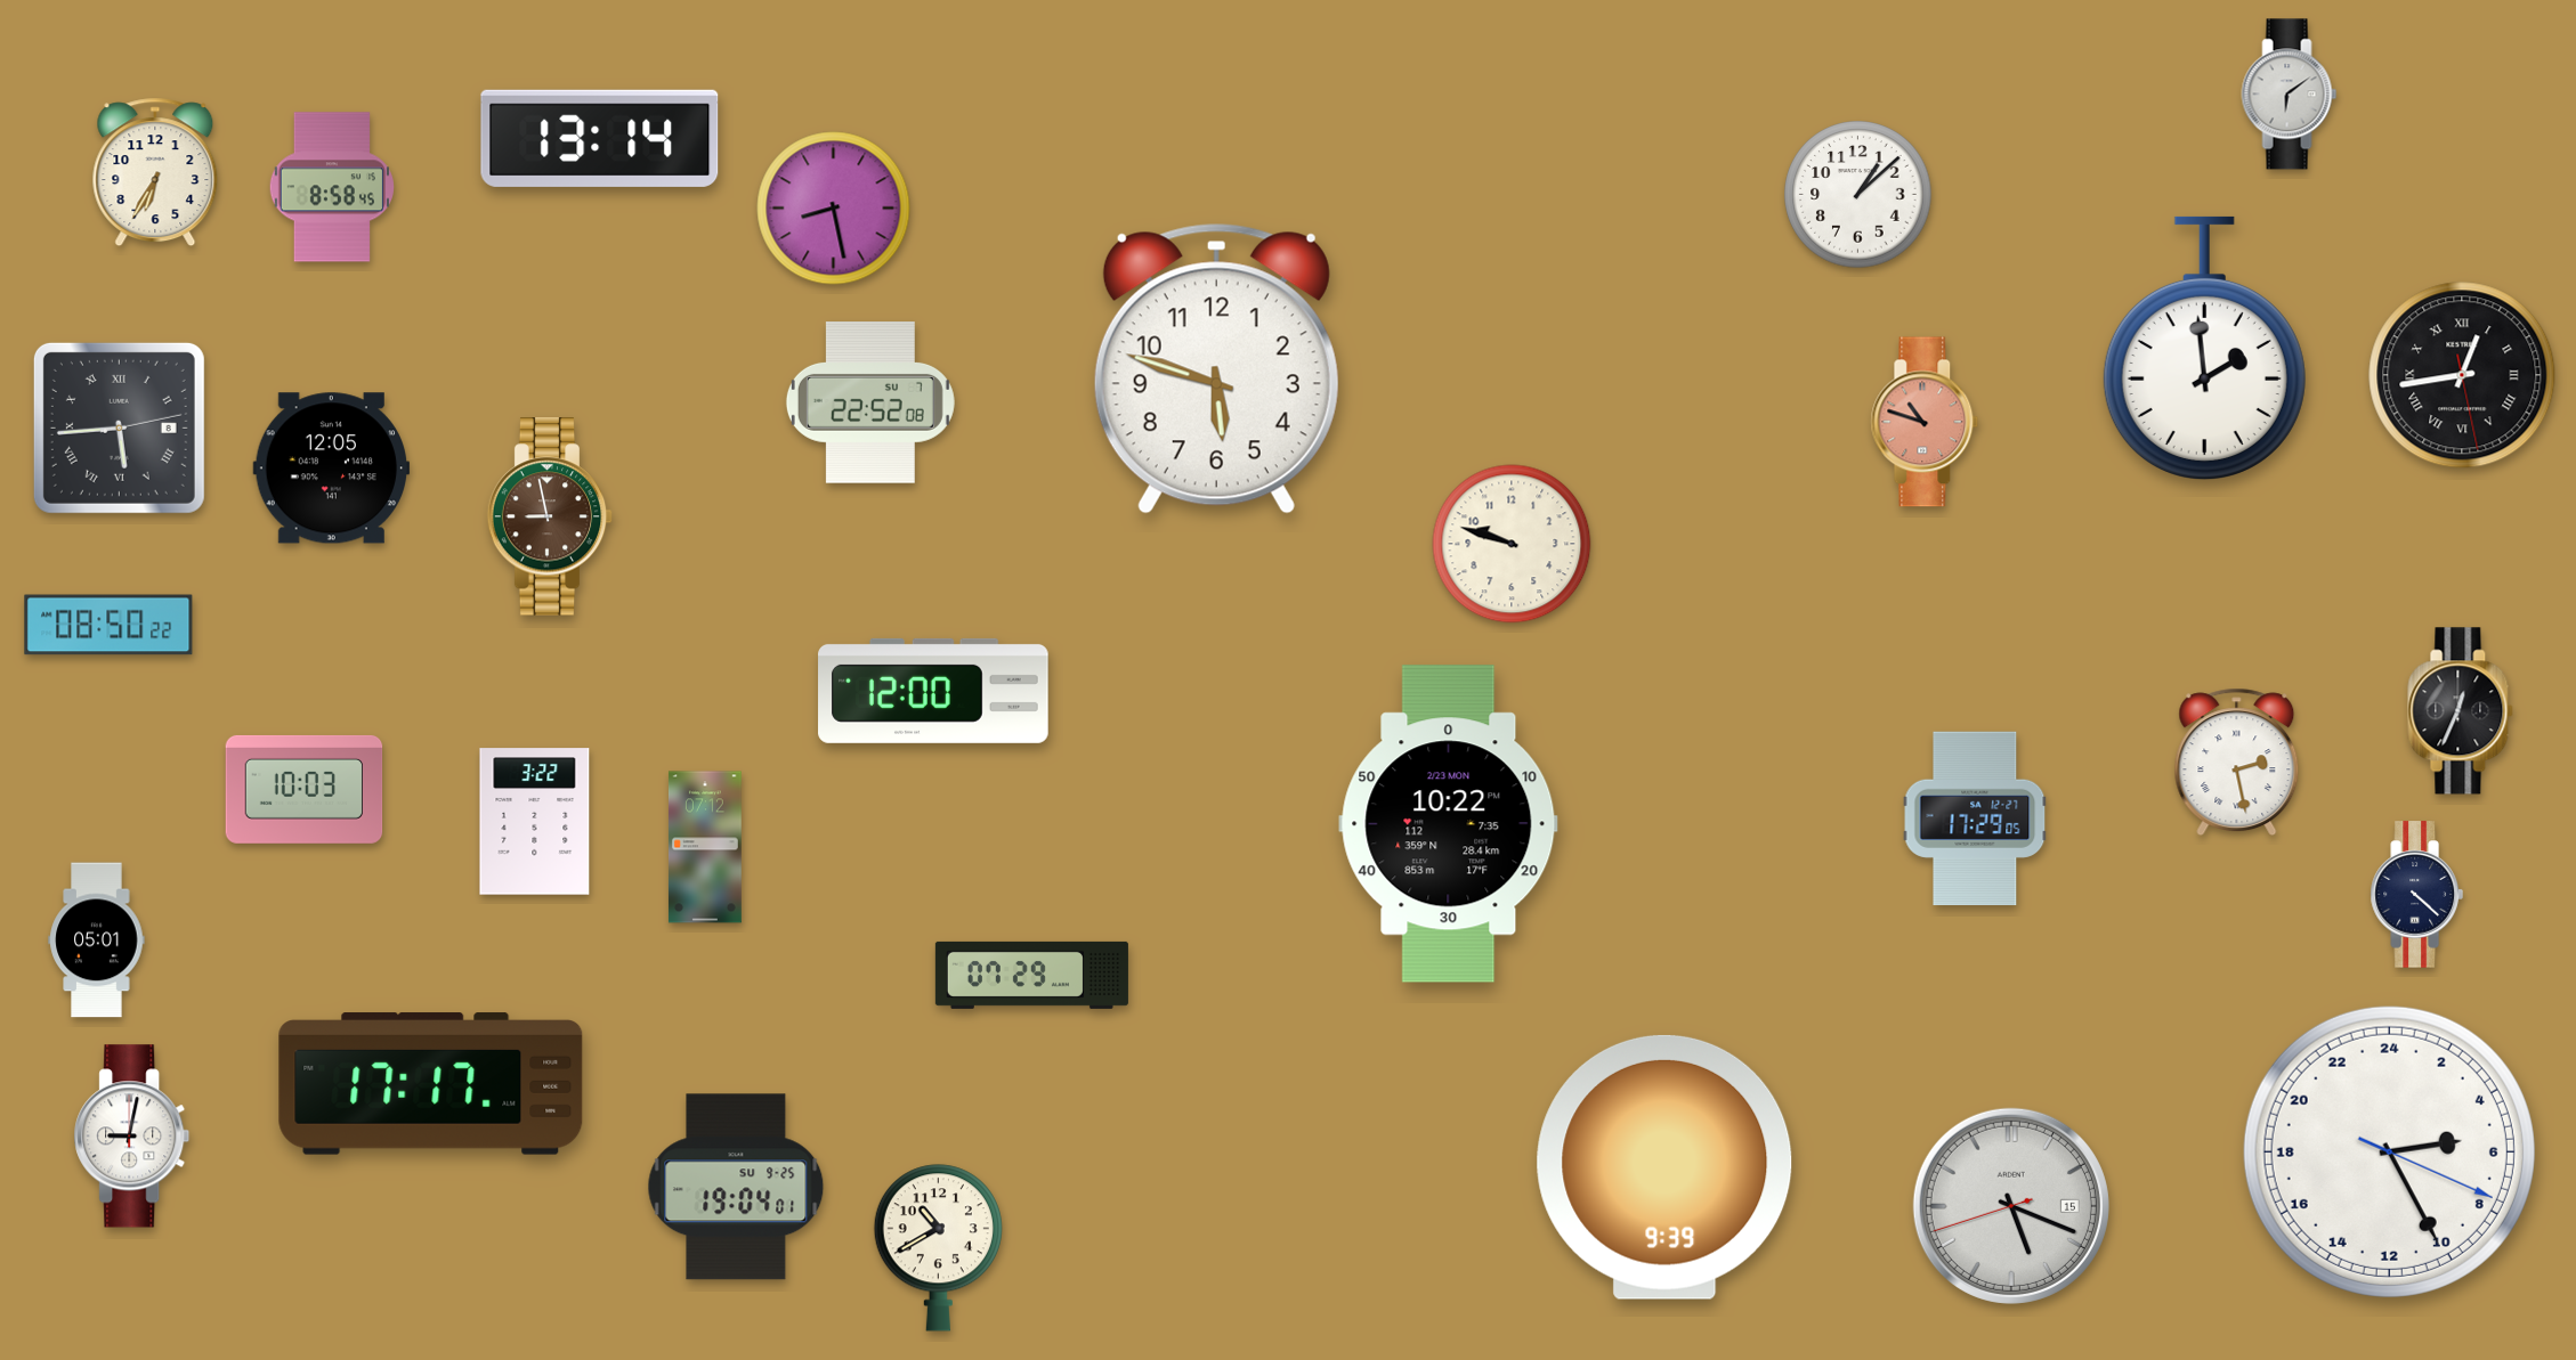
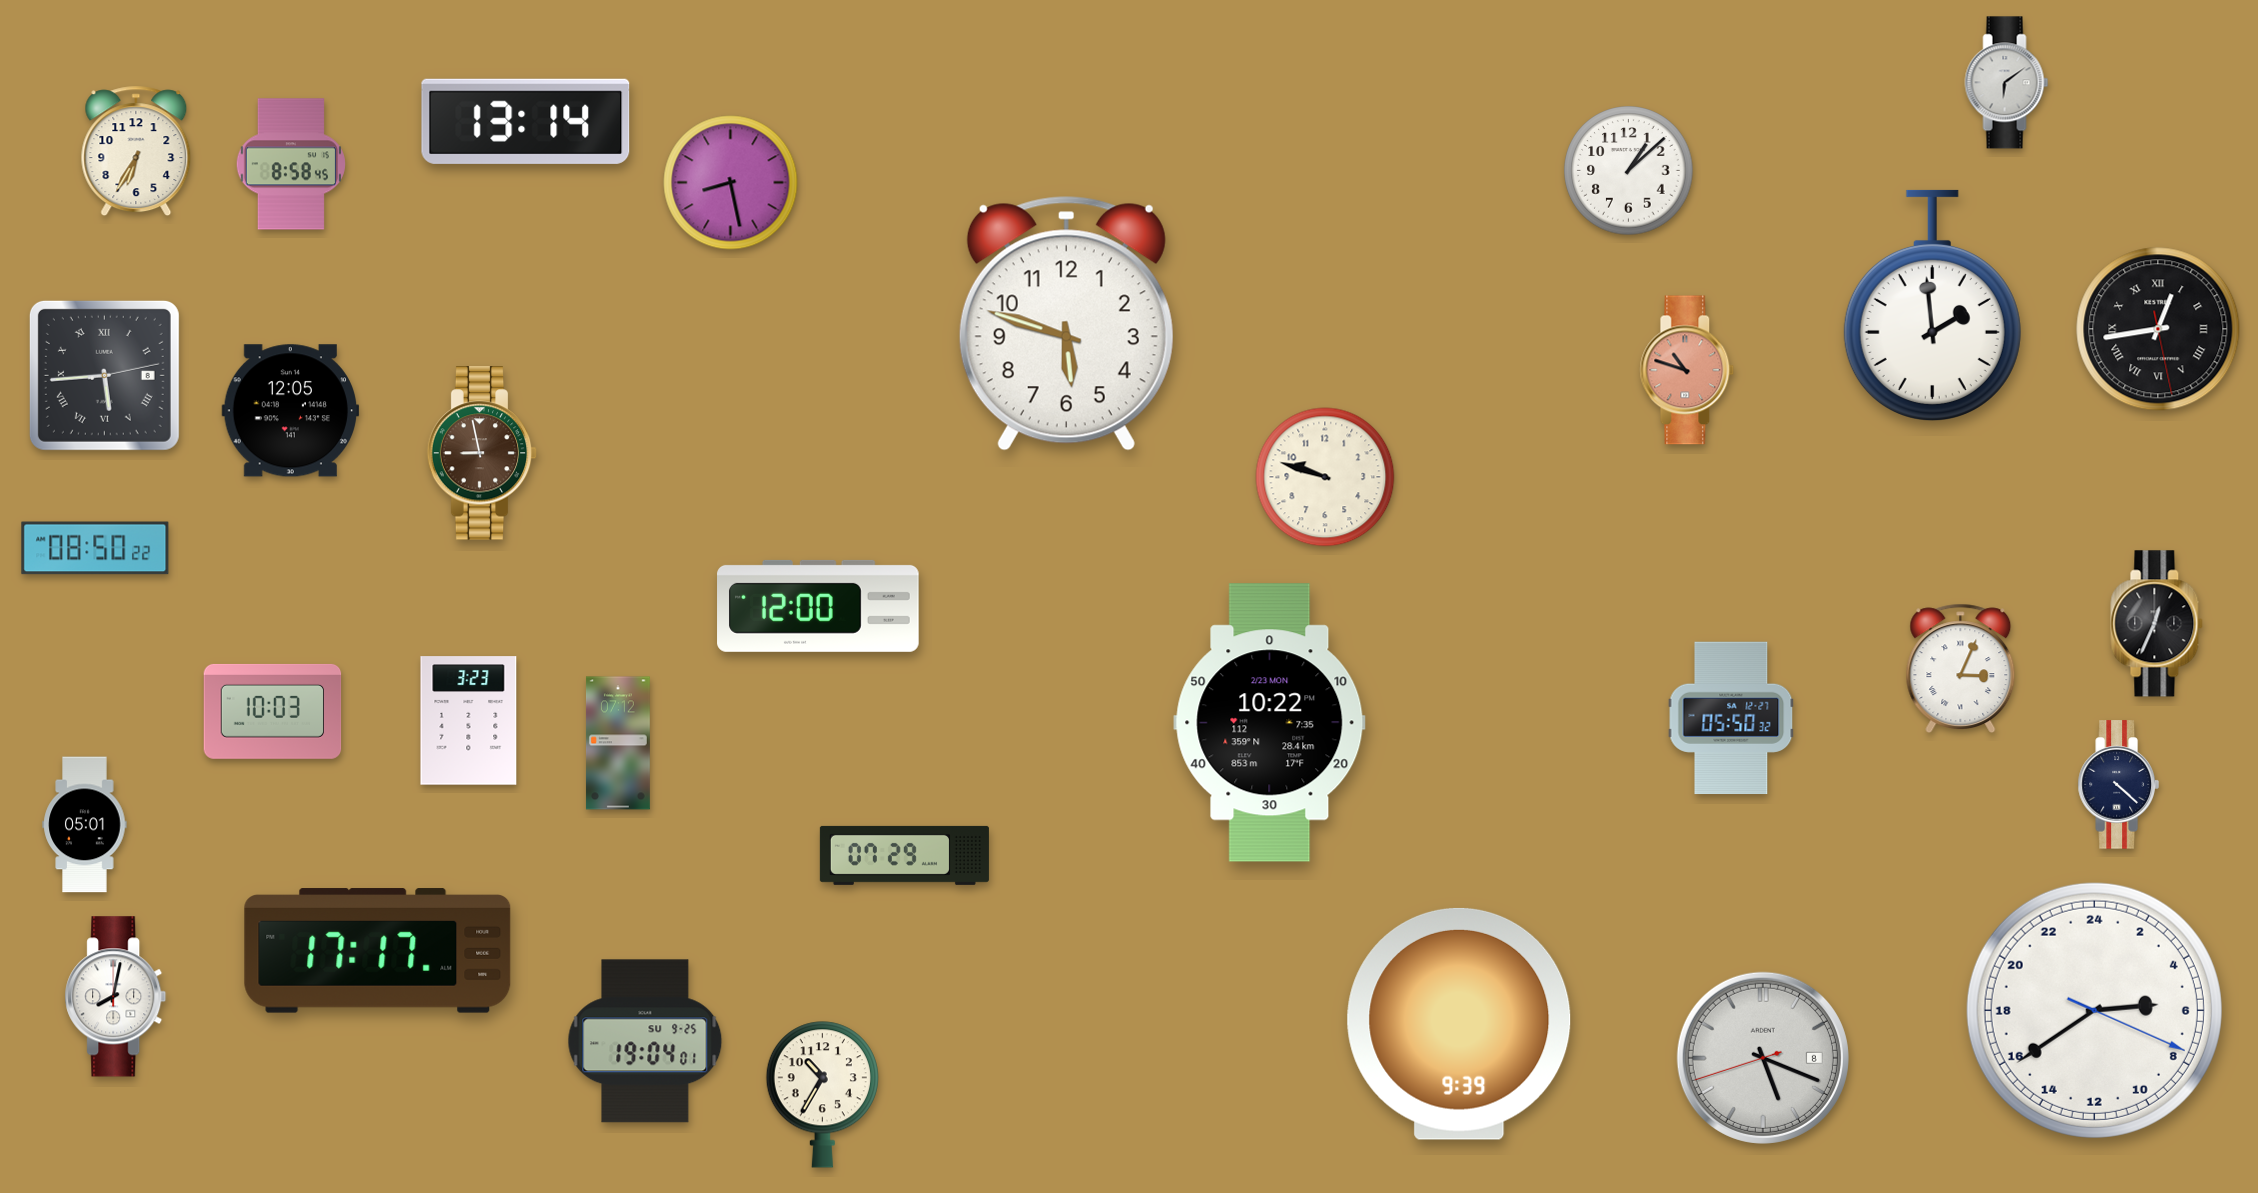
clock at (870, 404): 22:52 -> none
clock at (2237, 763): 2:28 -> 3:04
clock at (305, 789) position: (305, 789) -> (273, 711)
clock at (1975, 819): 17:29 -> 05:50
clock at (535, 822): 3:22 -> 3:23
clock at (132, 1137): 9:02 -> 8:02
clock at (2389, 1151): 5:25 -> 5:39
clock at (2011, 1206) date: 15 -> 8
clock at (938, 1248): 10:40 -> 10:35
